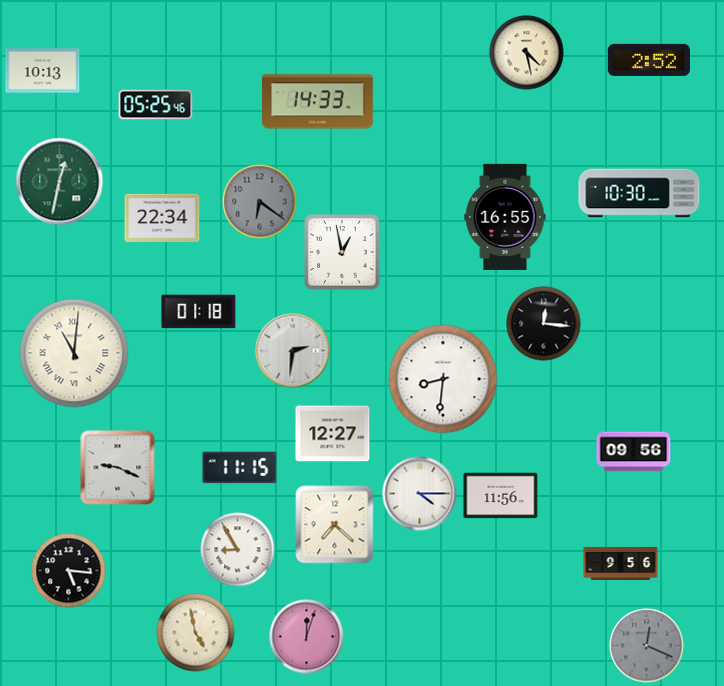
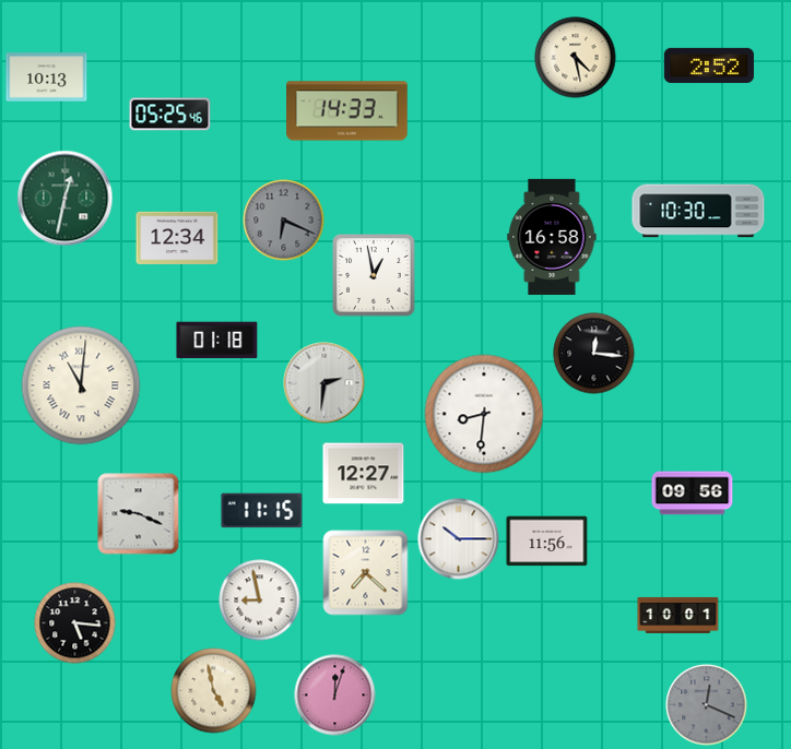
clock at (260, 202): 6:21 -> 6:19
clock at (505, 217): 16:55 -> 16:58
clock at (162, 218): 22:34 -> 12:34
clock at (293, 351) position: (293, 351) -> (324, 383)
clock at (118, 468) position: (118, 468) -> (139, 514)
clock at (420, 494): 4:15 -> 10:15
clock at (238, 550): 8:55 -> 8:58
clock at (621, 563): 9:56 -> 10:01
